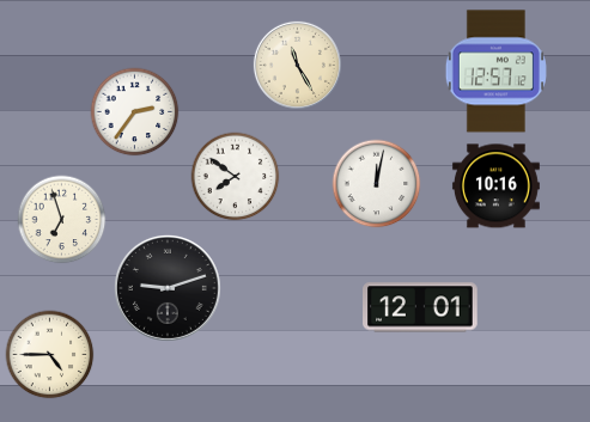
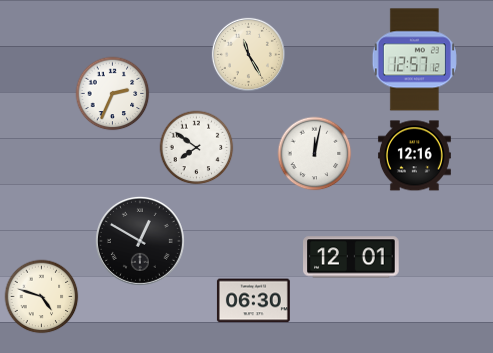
clock at (135, 112): 2:36 -> 2:34
clock at (495, 186): 10:16 -> 12:16
clock at (62, 220): 6:57 -> none
clock at (168, 288): 9:12 -> 12:50
clock at (50, 355): 4:45 -> 4:48
clock at (253, 301): none -> 06:30
